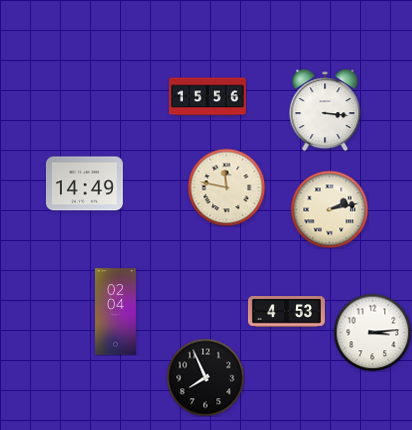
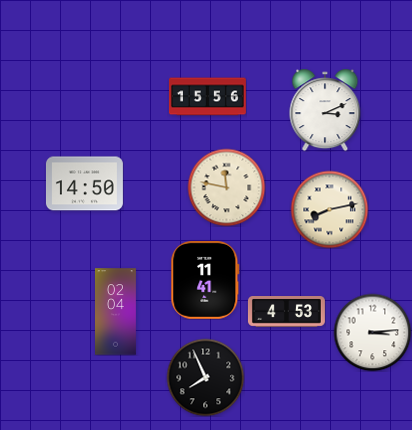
clock at (325, 110): 3:16 -> 3:11
clock at (84, 184): 14:49 -> 14:50
clock at (329, 209): 2:13 -> 8:13
clock at (205, 280): none -> 11:41
